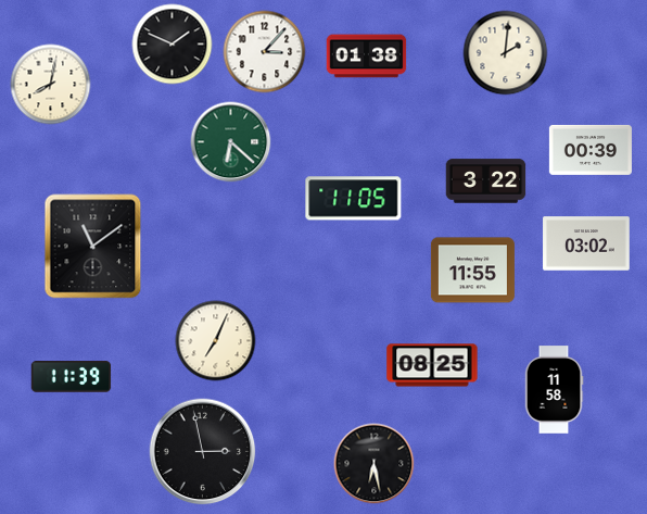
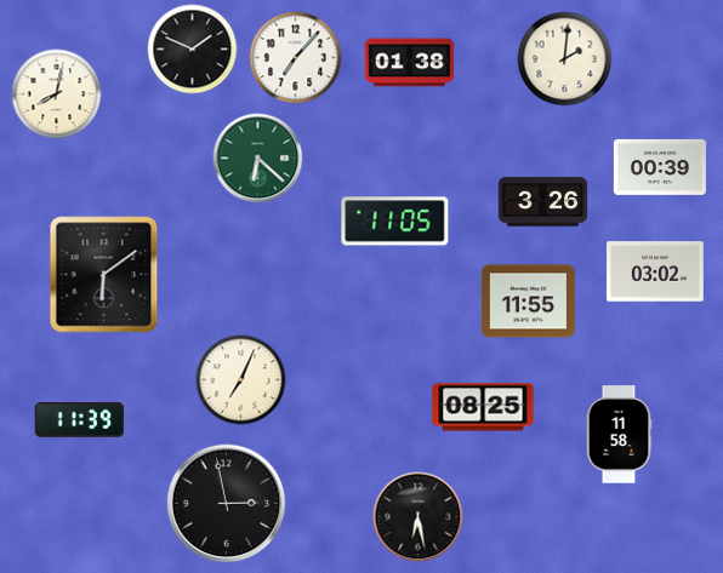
clock at (265, 52): 3:07 -> 7:07
clock at (486, 181): 3:22 -> 3:26
clock at (93, 247): 11:09 -> 6:09
